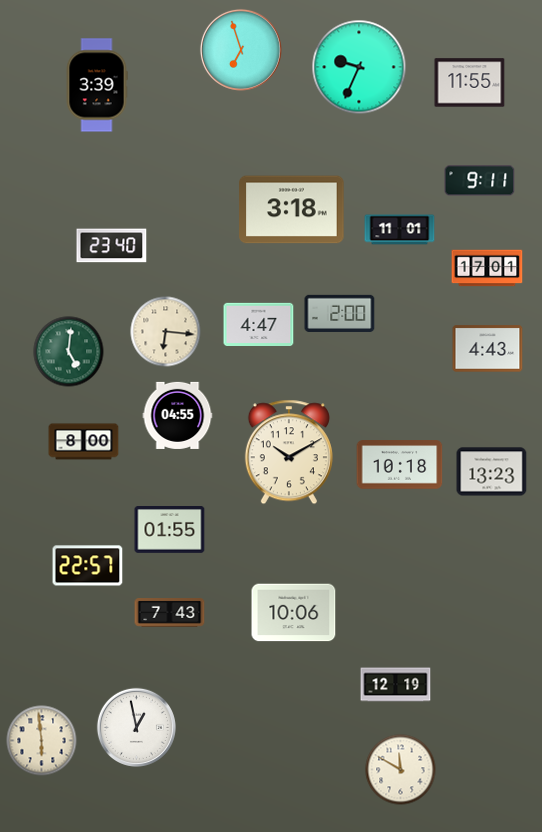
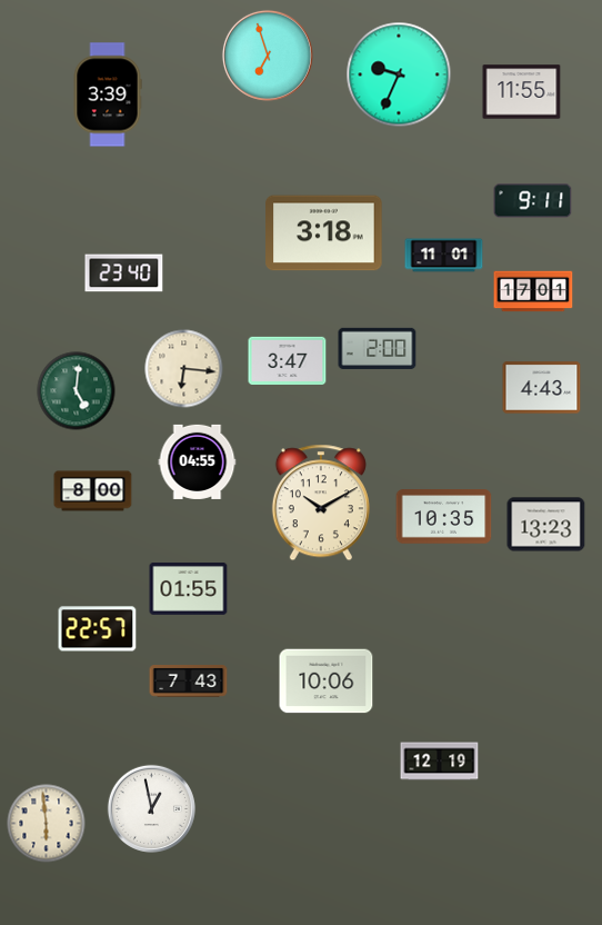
clock at (487, 268) position: (487, 268) -> (533, 291)
clock at (259, 324): 4:47 -> 3:47
clock at (400, 465): 10:18 -> 10:35
clock at (401, 770): 11:50 -> none
